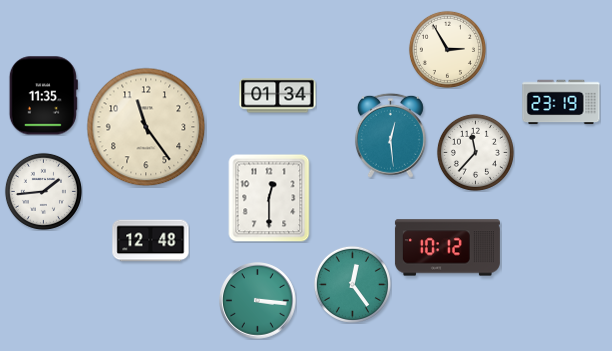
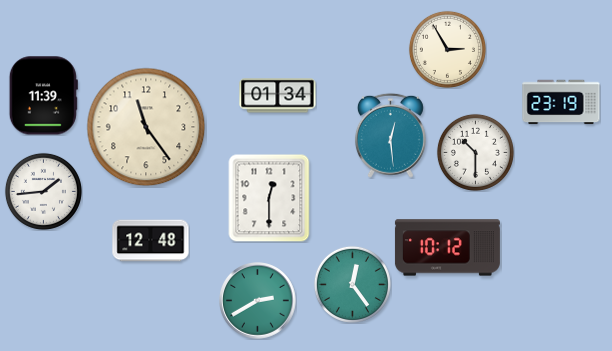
clock at (43, 96): 11:35 -> 11:39
clock at (475, 152): 11:37 -> 10:30
clock at (258, 301): 3:16 -> 2:40
